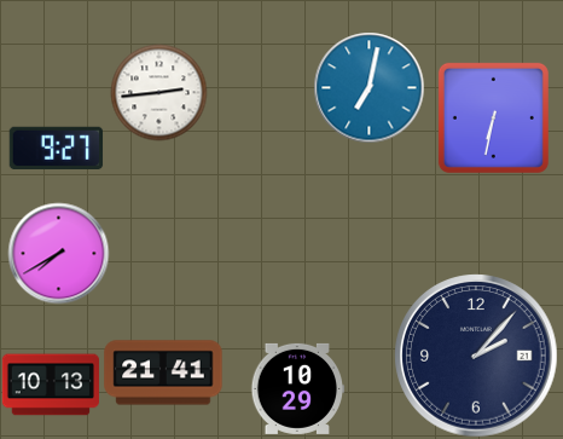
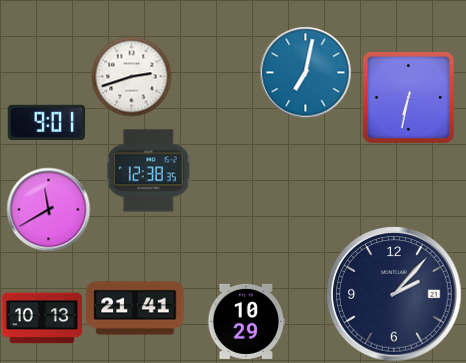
clock at (158, 92): 2:44 -> 2:42
clock at (56, 149): 9:27 -> 9:01
clock at (148, 171): none -> 12:38
clock at (58, 253): 7:40 -> 11:40
